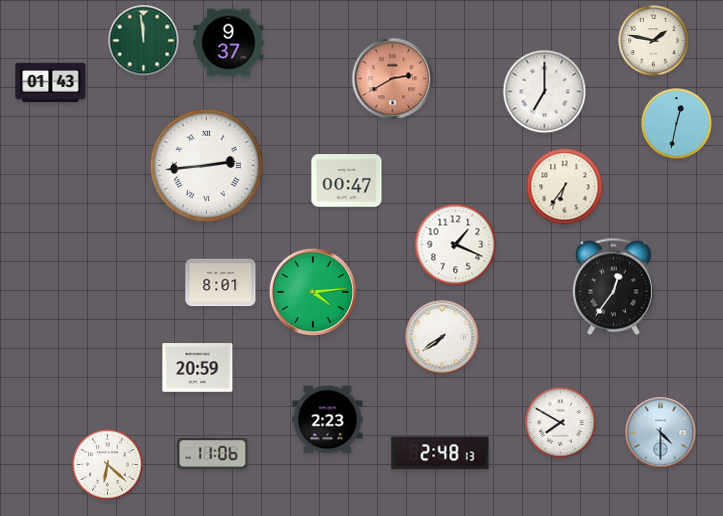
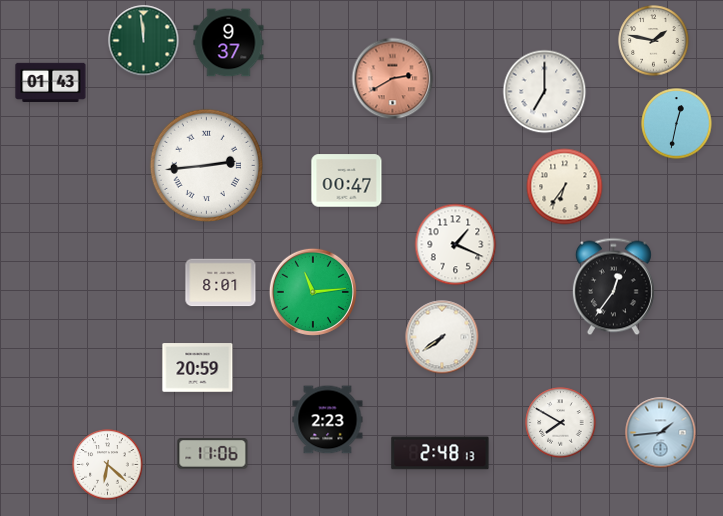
clock at (312, 291): 4:14 -> 11:14
clock at (661, 433): 4:30 -> 1:44
